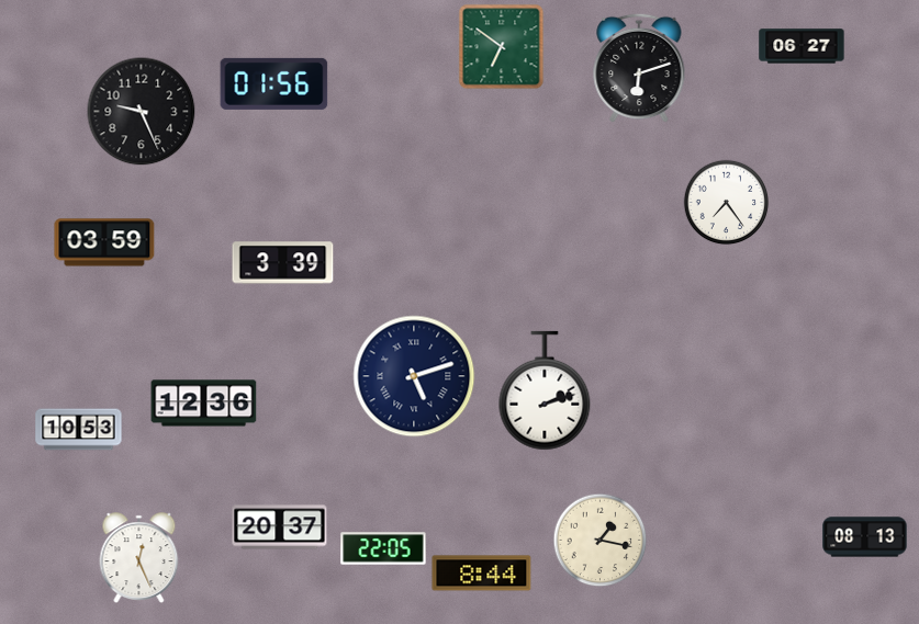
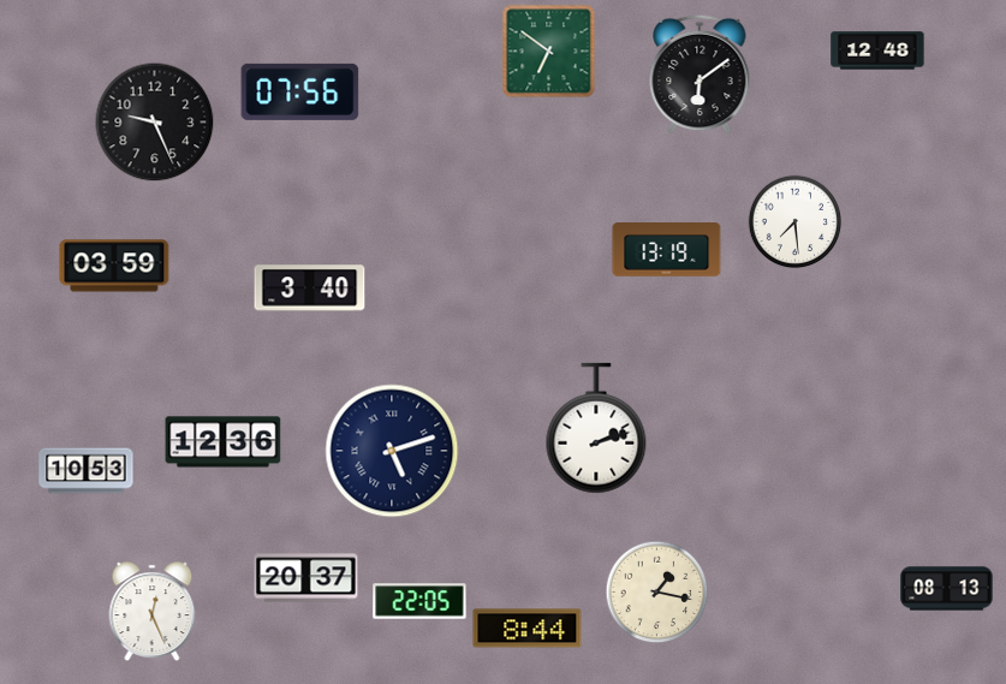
clock at (802, 46): 06:27 -> 12:48
clock at (639, 68): 6:12 -> 6:09
clock at (274, 83): 01:56 -> 07:56
clock at (726, 202): 7:24 -> 7:29
clock at (667, 250): none -> 13:19
clock at (283, 263): 3:39 -> 3:40
clock at (414, 376) position: (414, 376) -> (392, 451)
